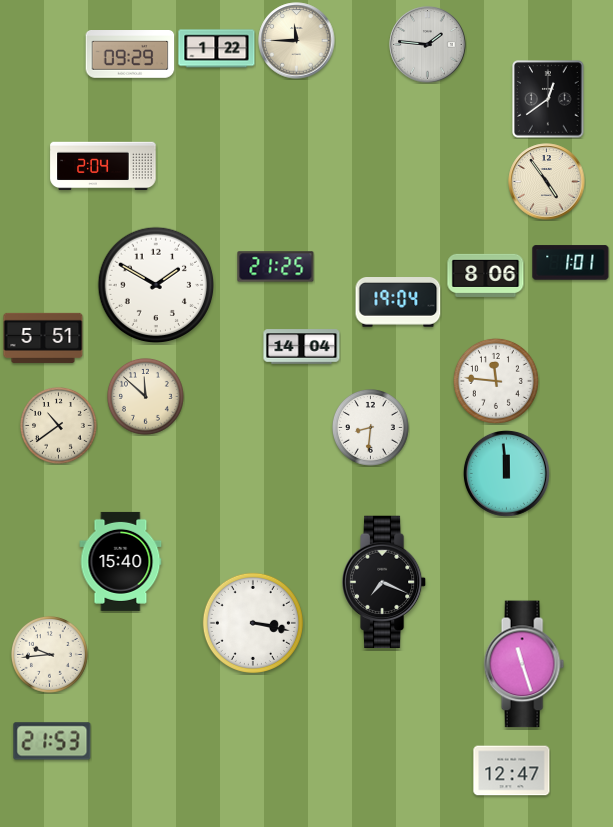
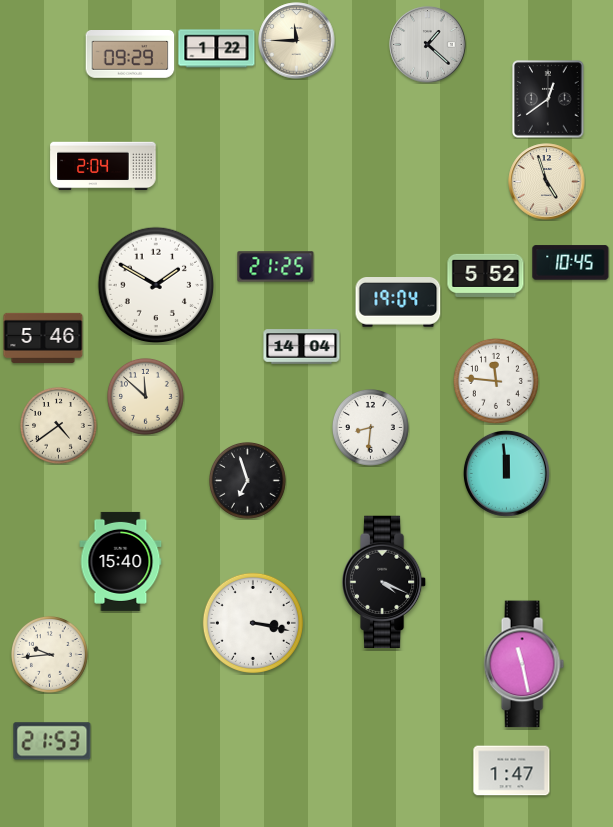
clock at (428, 45): 1:46 -> 1:22
clock at (547, 182): 4:54 -> 4:57
clock at (571, 263): 1:01 -> 10:45
clock at (486, 275): 8:06 -> 5:52
clock at (43, 338): 5:51 -> 5:46
clock at (59, 426): 10:39 -> 4:39
clock at (248, 481): none -> 6:57
clock at (384, 581): 7:19 -> 4:19
clock at (524, 664): 11:27 -> 11:28
clock at (512, 771): 12:47 -> 1:47
